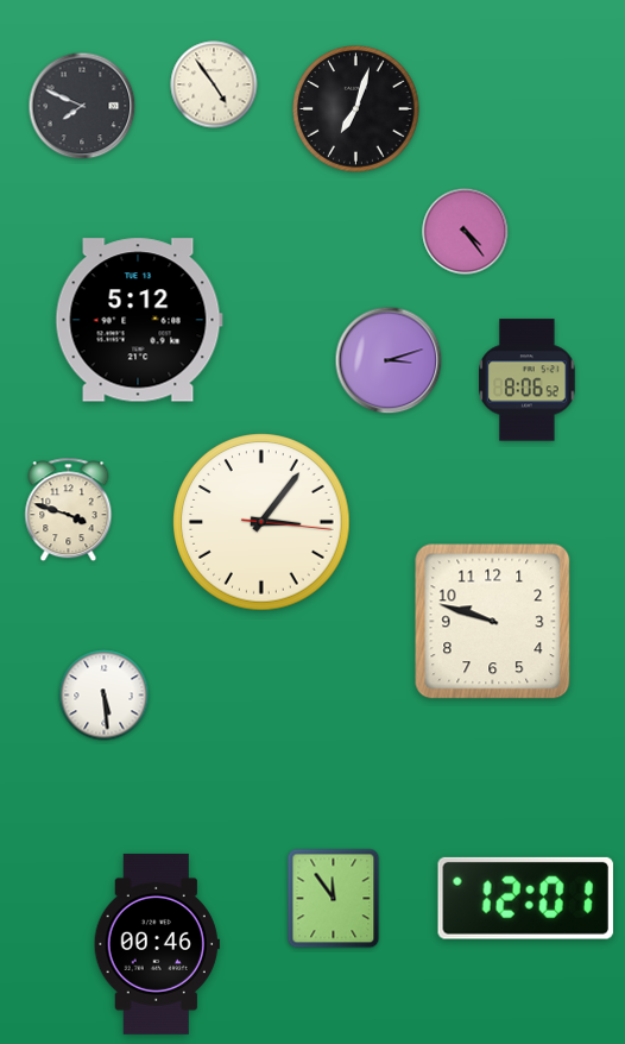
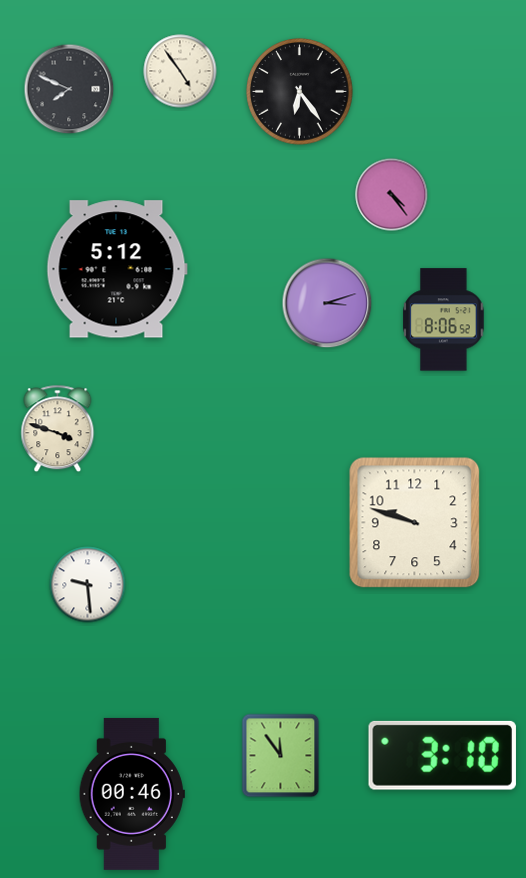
clock at (356, 109): 7:03 -> 6:24
clock at (261, 522): 3:06 -> none
clock at (105, 696): 5:29 -> 9:29
clock at (525, 898): 12:01 -> 3:10
